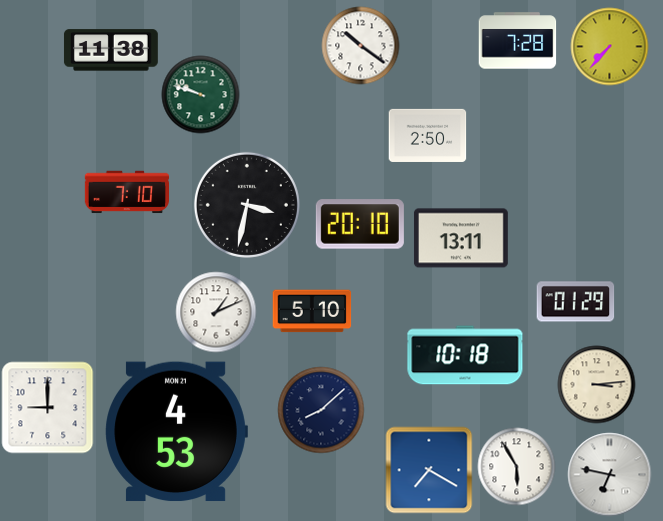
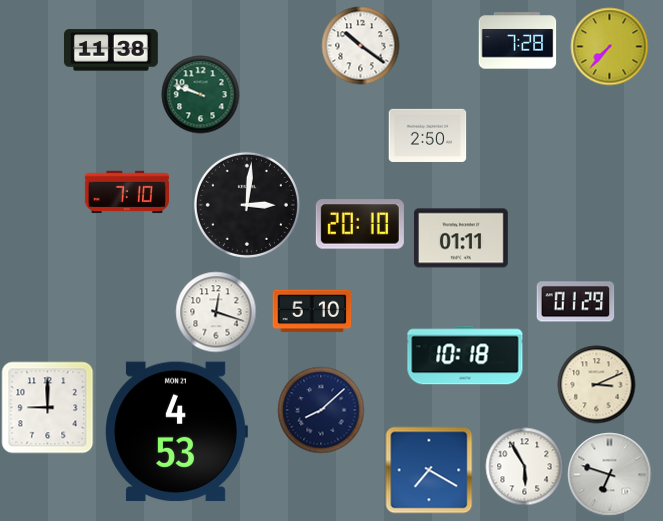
clock at (247, 205): 3:32 -> 3:01
clock at (461, 238): 13:11 -> 01:11
clock at (216, 312): 1:11 -> 12:18
clock at (596, 384): 3:14 -> 3:11
clock at (516, 466) position: (516, 466) -> (524, 466)
clock at (609, 474): 6:47 -> 6:48
